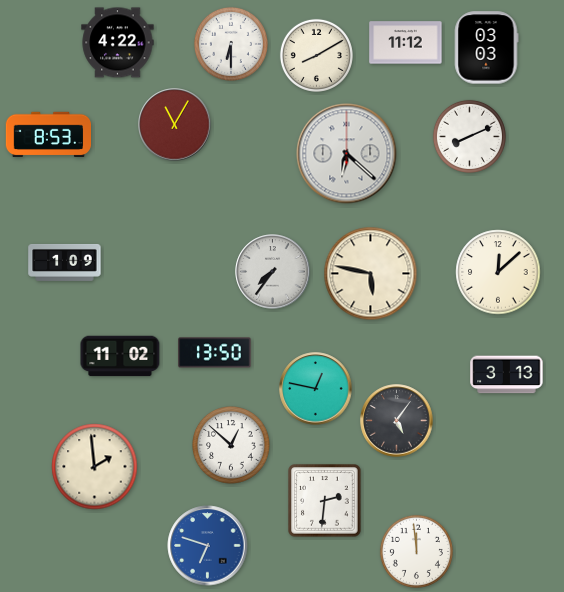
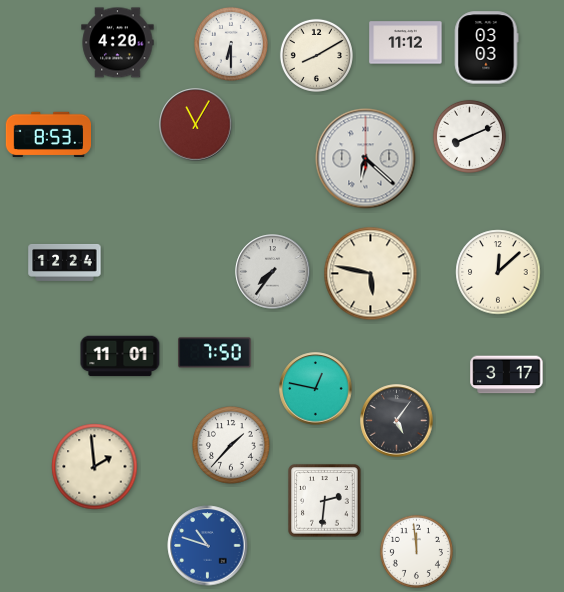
clock at (118, 43): 4:22 -> 4:20
clock at (175, 125) position: (175, 125) -> (196, 125)
clock at (347, 154) position: (347, 154) -> (366, 159)
clock at (65, 262): 1:09 -> 12:24
clock at (215, 353): 13:50 -> 7:50
clock at (120, 356): 11:02 -> 11:01
clock at (507, 375): 3:13 -> 3:17
clock at (232, 446): 12:52 -> 1:37
clock at (208, 546): 6:48 -> 10:48
